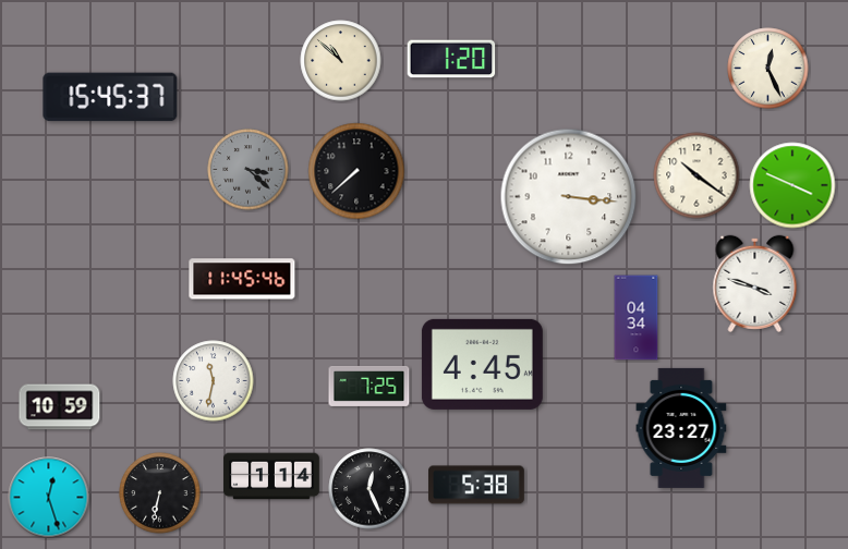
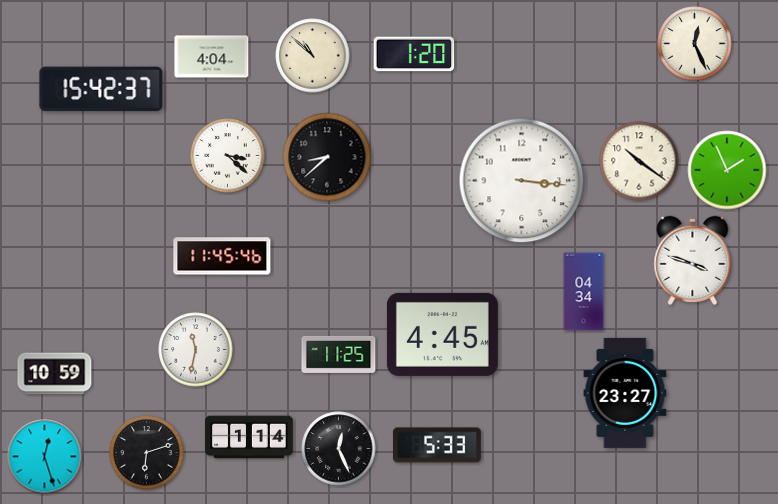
clock at (212, 57): none -> 4:04
clock at (768, 69) position: (768, 69) -> (695, 44)
clock at (110, 97): 15:45 -> 15:42
clock at (249, 170) dial: grey -> white
clock at (356, 171): 7:38 -> 8:38
clock at (792, 185): 3:49 -> 1:56
clock at (370, 386): 7:25 -> 11:25
clock at (477, 485): 5:38 -> 5:33
clock at (160, 493): 6:32 -> 6:12
